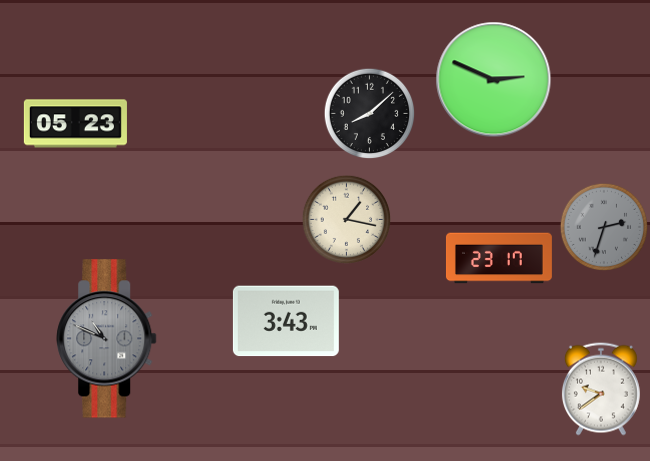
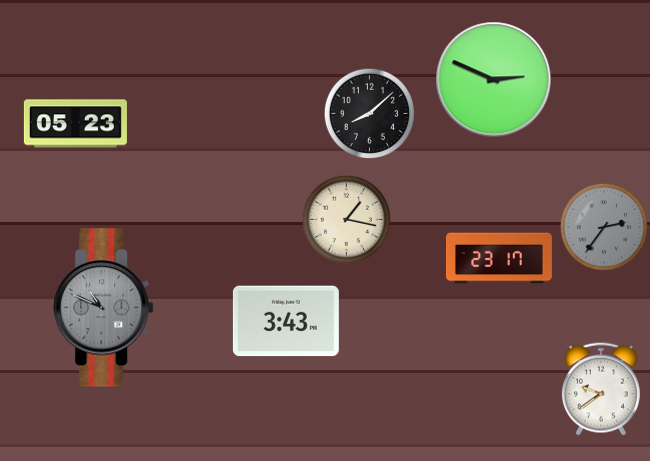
clock at (604, 227): 2:33 -> 2:36
clock at (107, 339) position: (107, 339) -> (104, 308)
